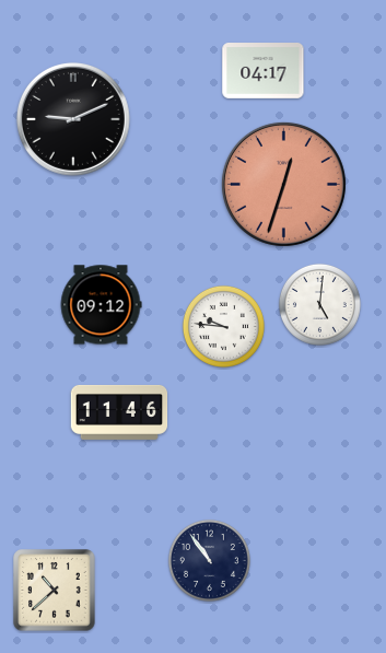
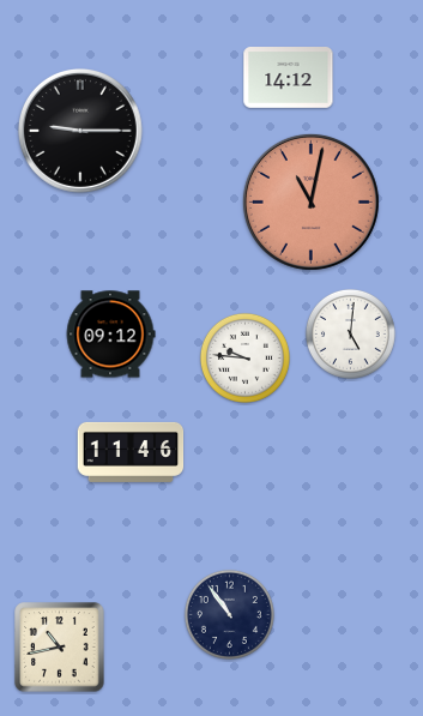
clock at (264, 71): 04:17 -> 14:12
clock at (73, 119): 9:11 -> 9:15
clock at (283, 184): 12:33 -> 11:02
clock at (55, 591): 10:38 -> 10:43
